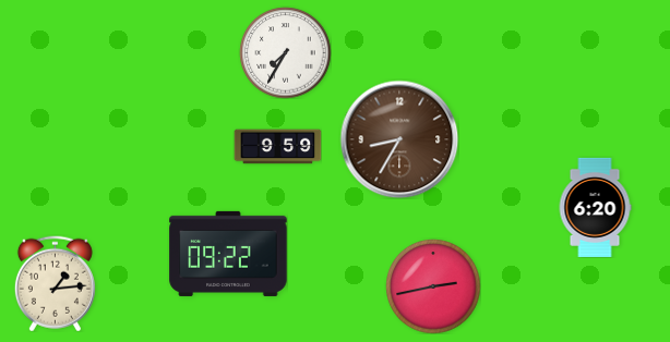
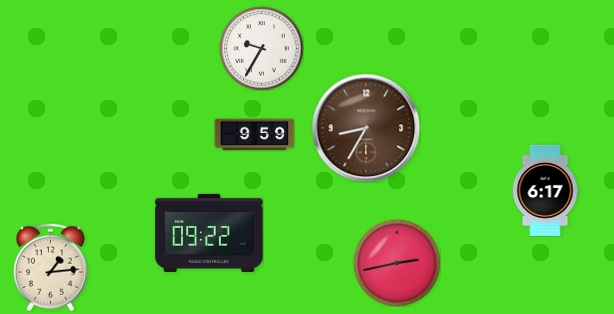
clock at (285, 52): 7:35 -> 9:35
clock at (595, 207): 6:20 -> 6:17
clock at (55, 283) position: (55, 283) -> (50, 267)
